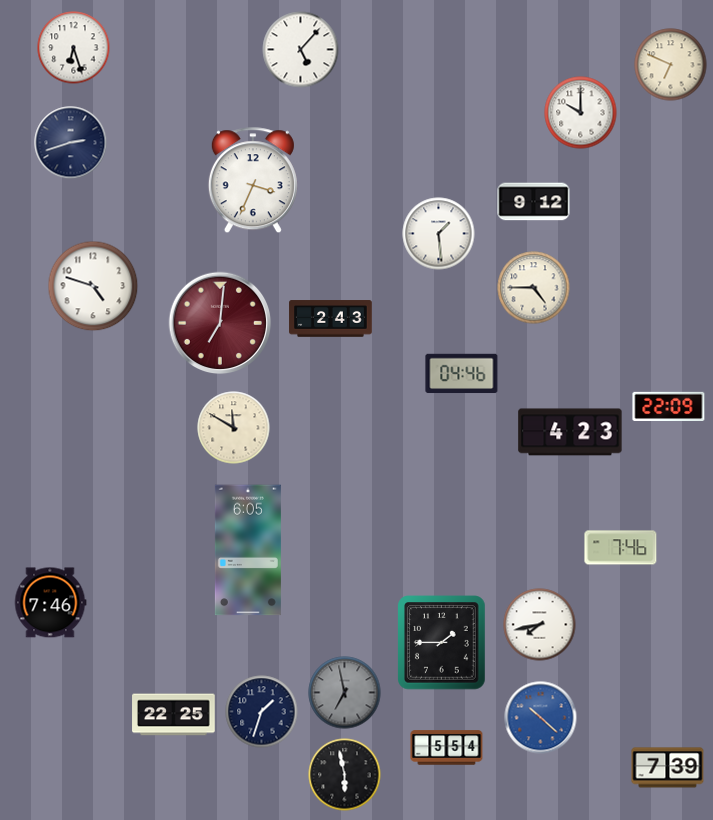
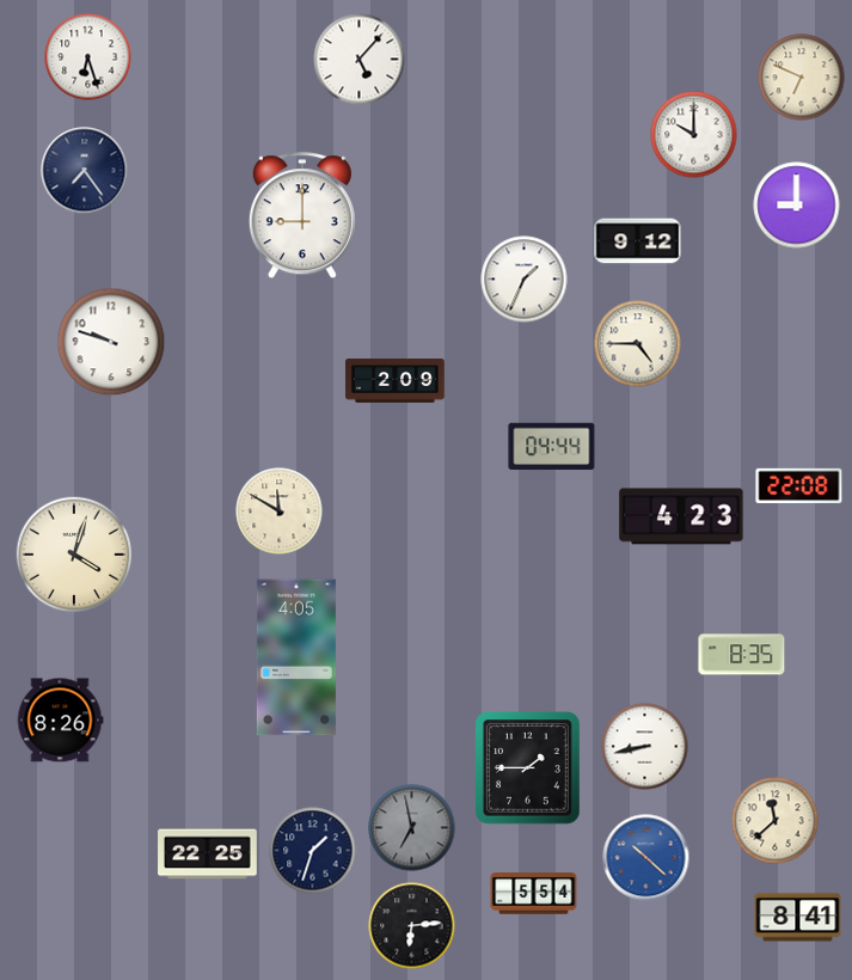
clock at (71, 143): 2:42 -> 7:24
clock at (797, 206): none -> 9:00
clock at (253, 181): 3:34 -> 9:00
clock at (439, 234): 1:29 -> 1:34
clock at (93, 286): 4:48 -> 9:48
clock at (331, 319): 2:43 -> 2:09
clock at (220, 323): 7:01 -> none
clock at (462, 374): 04:46 -> 04:44
clock at (669, 406): 22:09 -> 22:08
clock at (74, 555): none -> 4:03
clock at (621, 548): 7:46 -> 8:35
clock at (248, 550): 6:05 -> 4:05
clock at (50, 603): 7:46 -> 8:26
clock at (540, 625): 7:43 -> 8:43
clock at (776, 821): none -> 11:38
clock at (668, 768): 7:39 -> 8:41
clock at (345, 775): 5:58 -> 6:14
